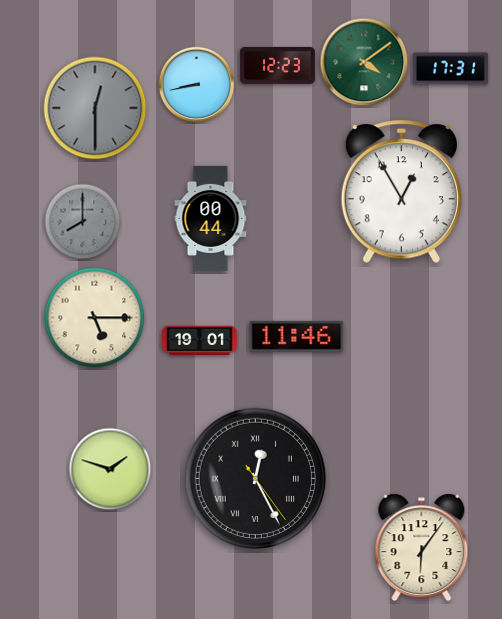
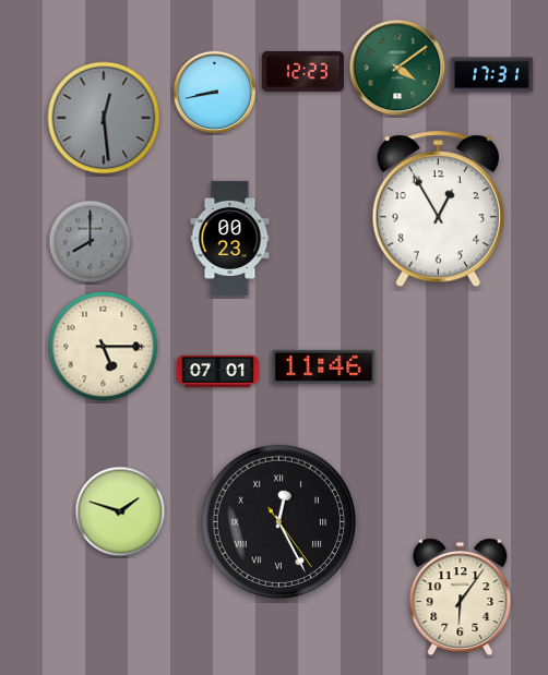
clock at (95, 108): 12:30 -> 12:29
clock at (211, 218): 00:44 -> 00:23
clock at (199, 341): 19:01 -> 07:01
